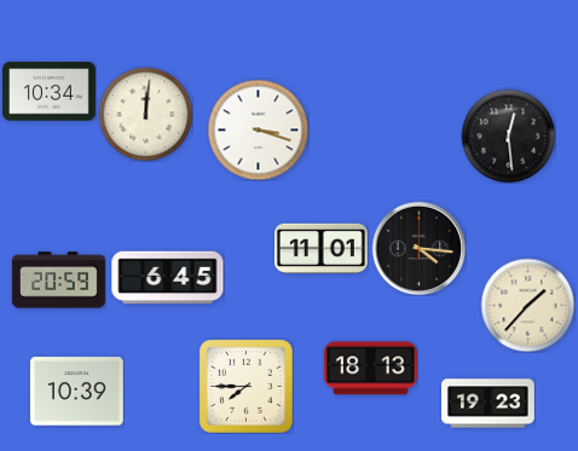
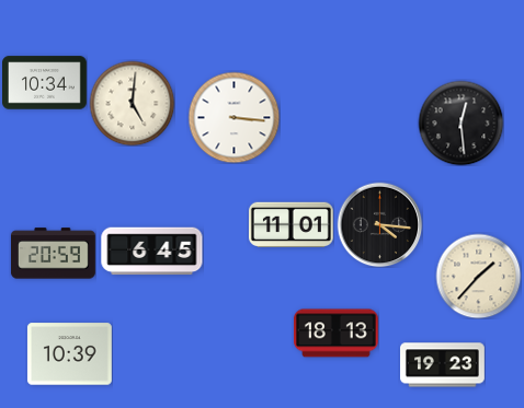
clock at (145, 114): 12:01 -> 5:01
clock at (258, 129): 3:18 -> 3:16
clock at (245, 386): 7:45 -> none
